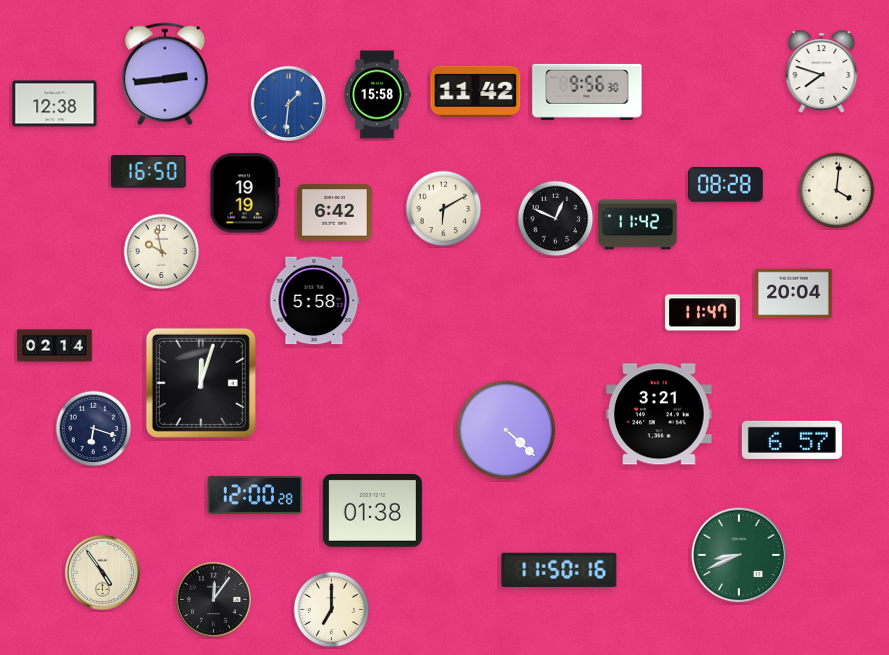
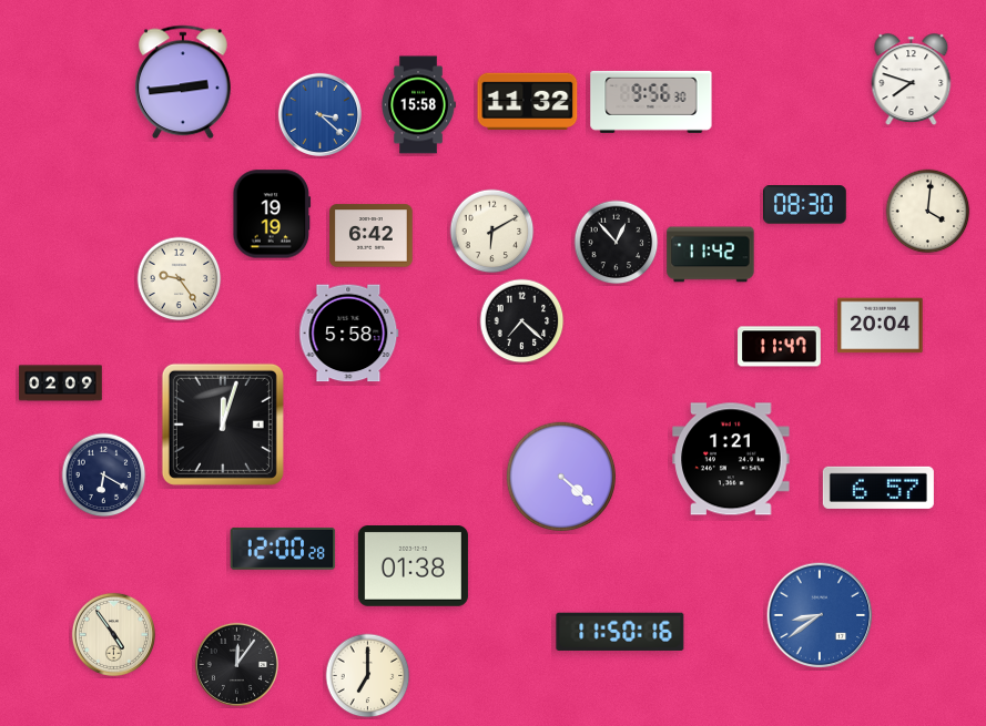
clock at (476, 91): 11:42 -> 11:32
clock at (288, 103): 1:31 -> 3:22
clock at (55, 104): 12:38 -> none
clock at (149, 172): 16:50 -> none
clock at (726, 185): 08:28 -> 08:30
clock at (556, 219): 12:49 -> 12:53
clock at (638, 225) position: (638, 225) -> (711, 255)
clock at (162, 252): 9:58 -> 9:24
clock at (522, 321): none -> 7:22
clock at (55, 346): 02:14 -> 02:09
clock at (659, 414): 3:21 -> 1:21
clock at (94, 429): 6:18 -> 6:20
clock at (739, 555): 8:41 -> 8:39
clock at (739, 555) dial: green -> blue
